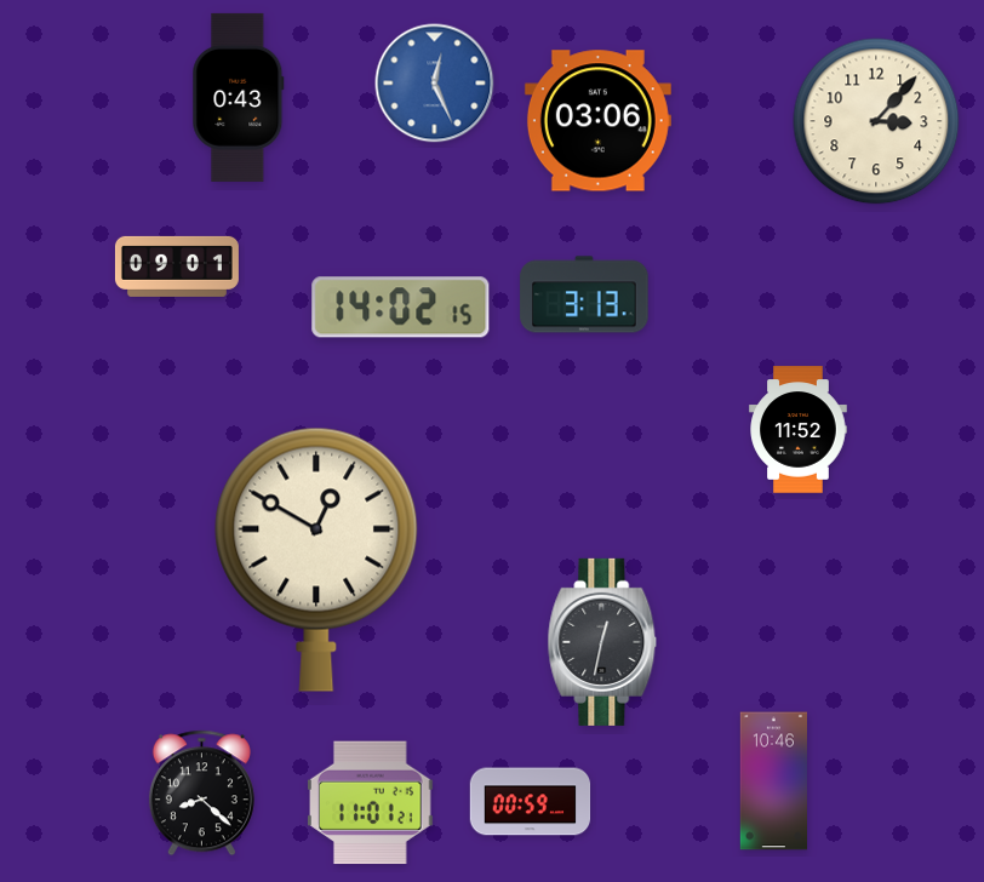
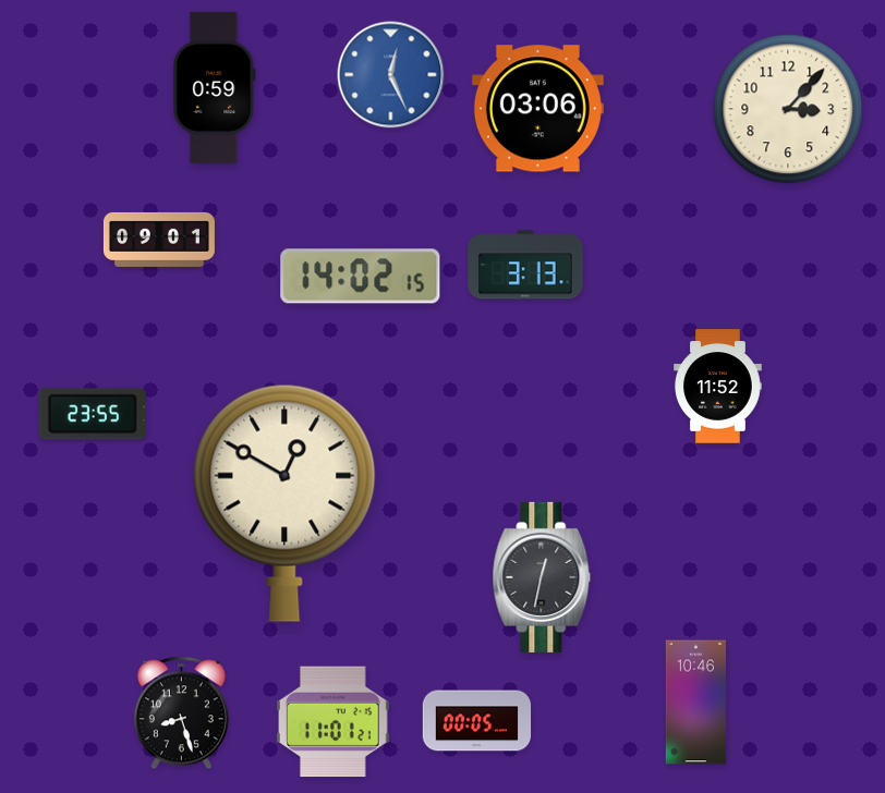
clock at (239, 97): 0:43 -> 0:59
clock at (92, 414): none -> 23:55
clock at (201, 794): 8:22 -> 8:27
clock at (531, 802): 00:59 -> 00:05
